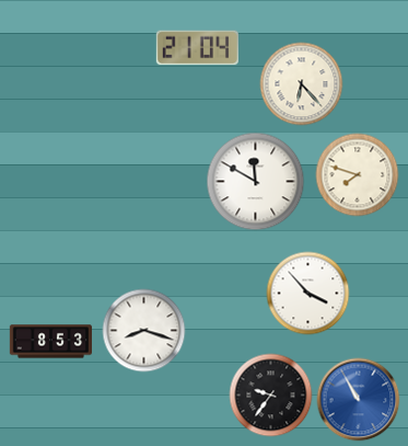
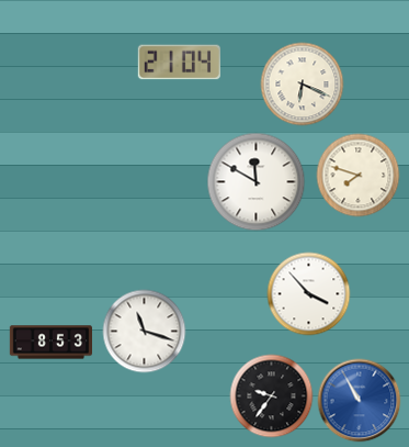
clock at (197, 48) position: (197, 48) -> (179, 63)
clock at (302, 84): 6:23 -> 6:19
clock at (144, 331): 8:18 -> 11:18
